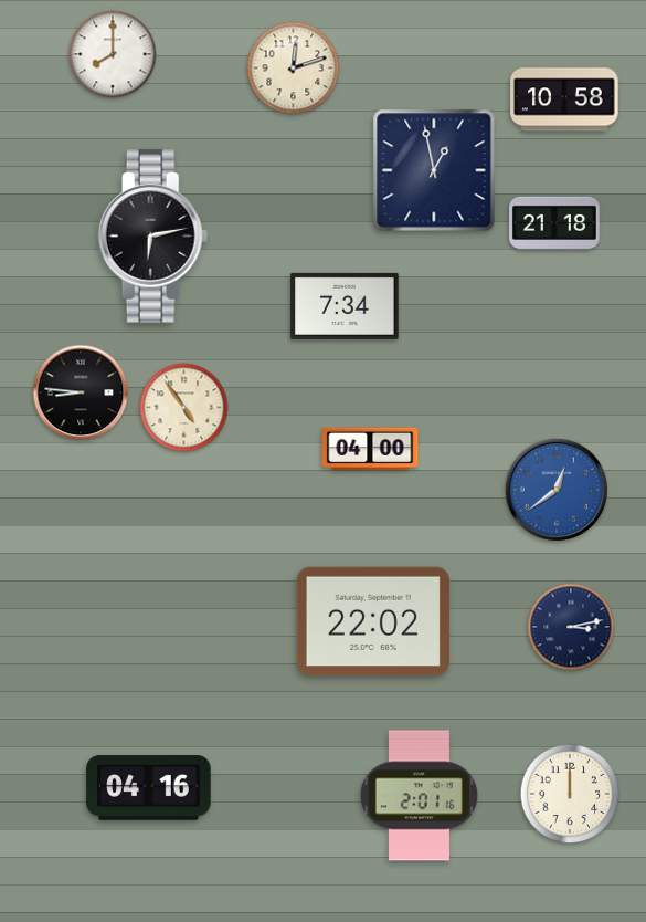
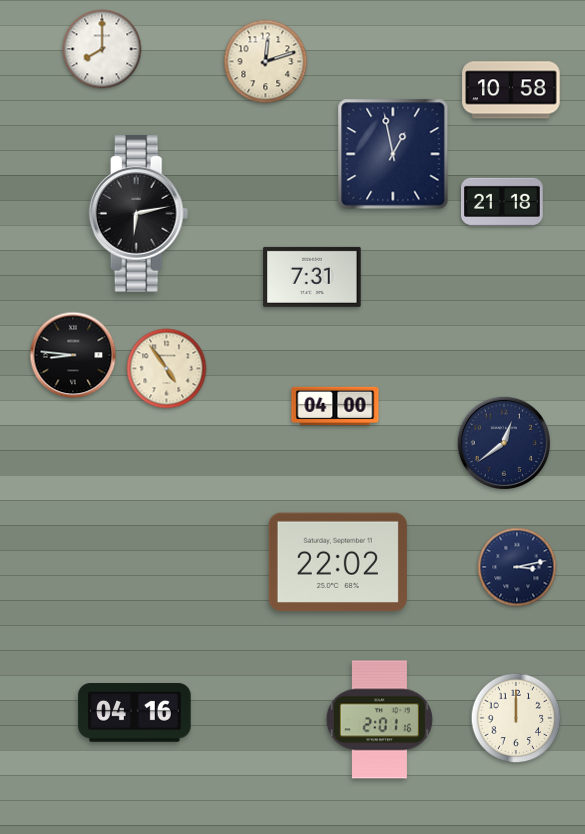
clock at (345, 306): 7:34 -> 7:31
clock at (555, 489) dial: blue -> navy
